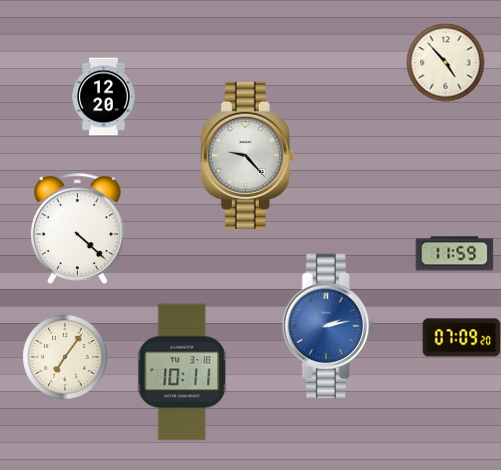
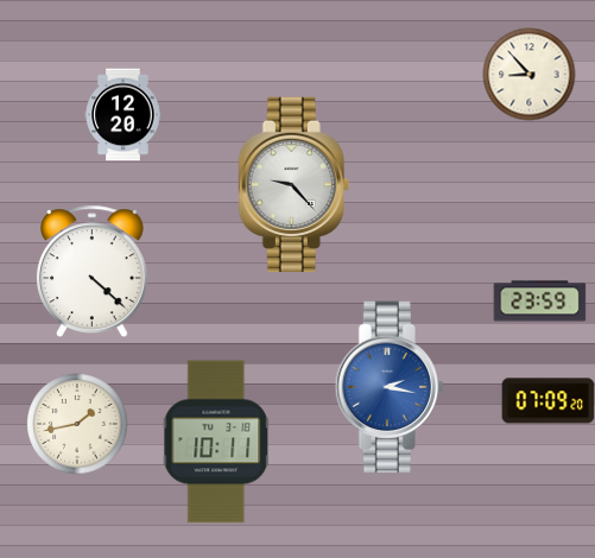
clock at (445, 62): 4:53 -> 8:53
clock at (454, 254): 11:59 -> 23:59
clock at (327, 326): 2:13 -> 2:17
clock at (65, 357): 7:06 -> 1:43
